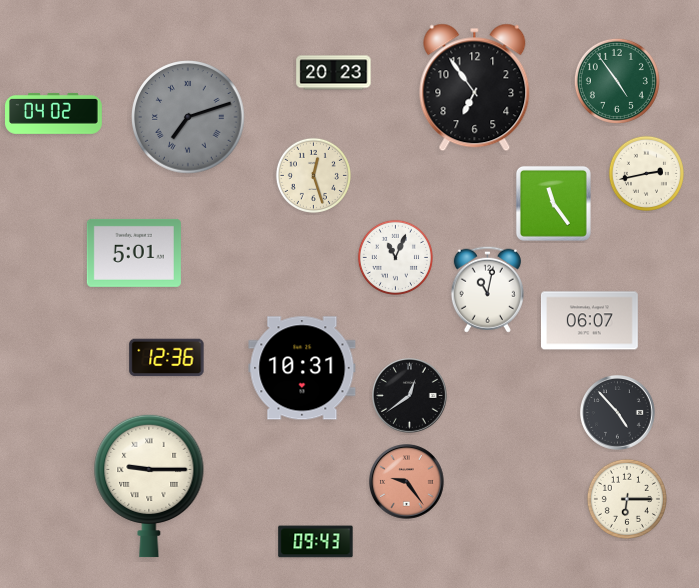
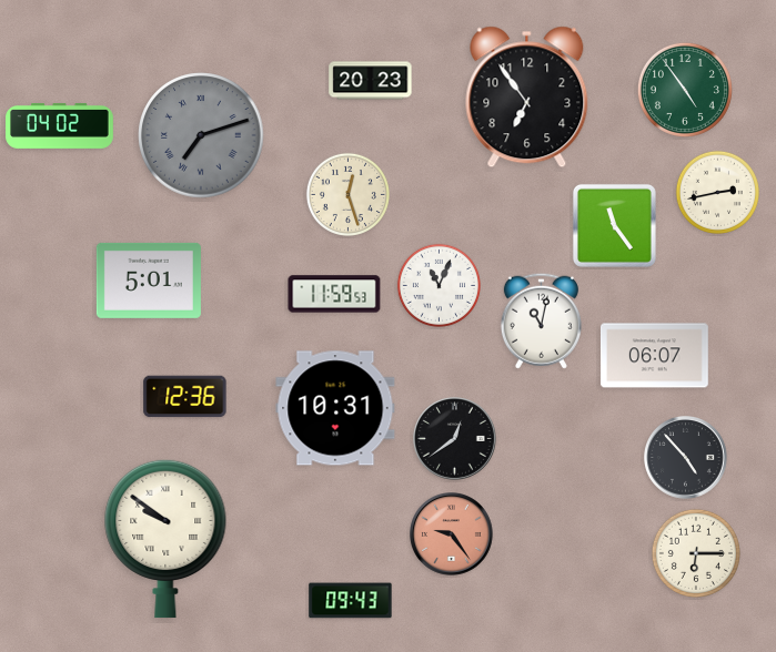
clock at (188, 117) position: (188, 117) -> (201, 135)
clock at (334, 294): none -> 11:59
clock at (149, 486): 9:15 -> 9:51
